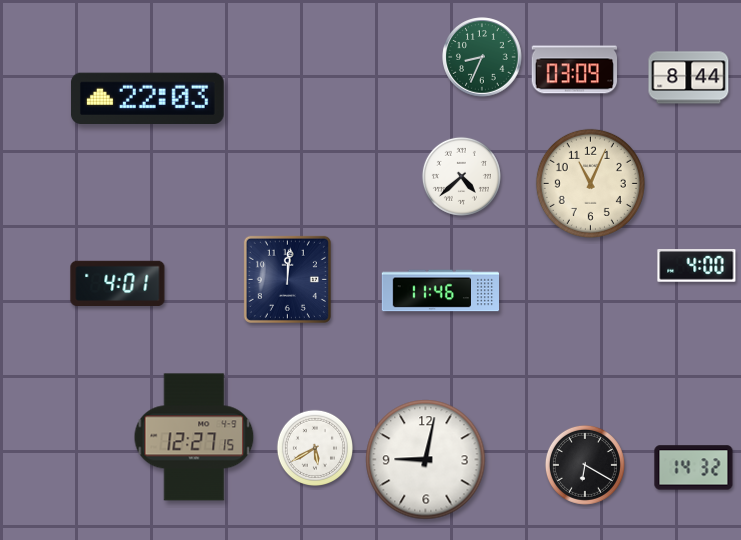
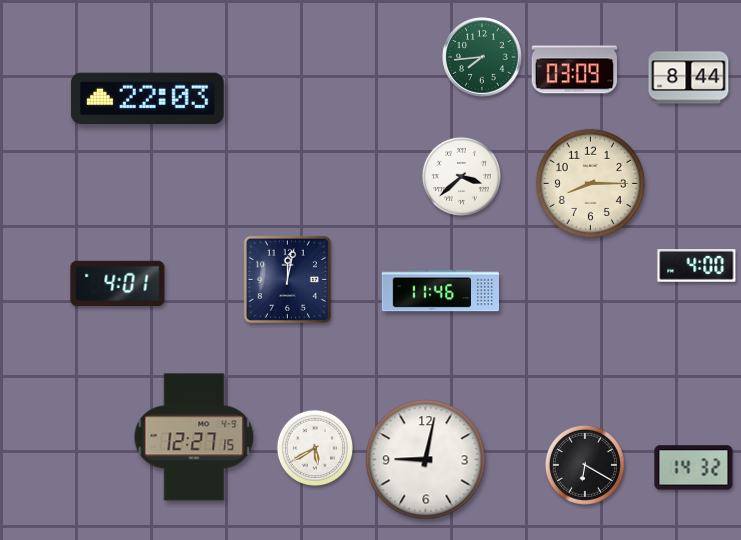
clock at (482, 57): 8:34 -> 7:44
clock at (461, 176): 4:38 -> 3:38
clock at (590, 183): 11:04 -> 8:15
clock at (287, 279): 12:01 -> 12:02
